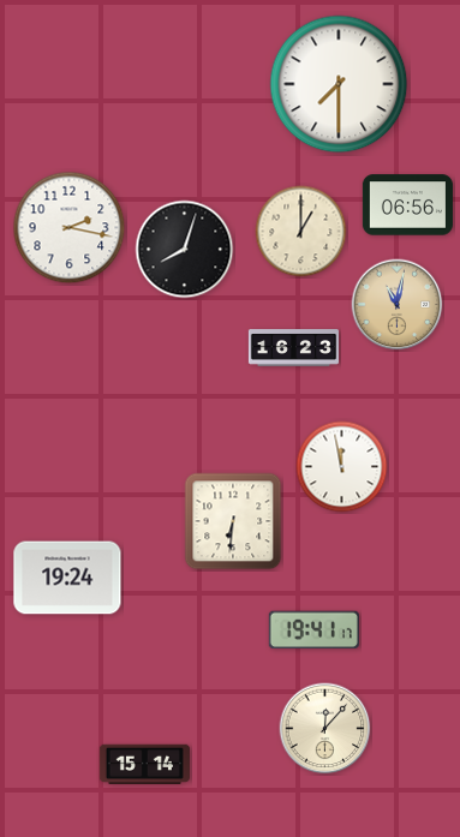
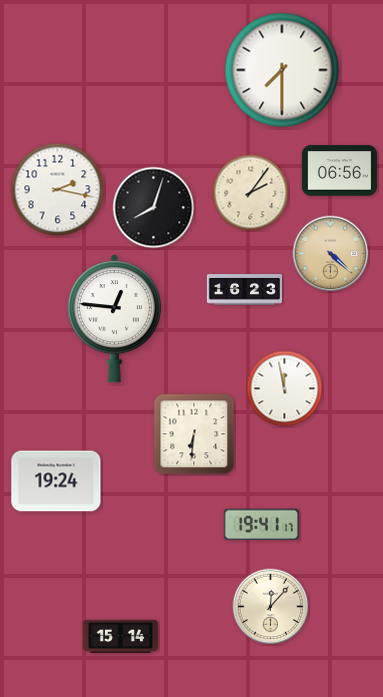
clock at (301, 232): 1:00 -> 2:06
clock at (398, 305): 11:02 -> 4:22
clock at (114, 319): none -> 12:46
